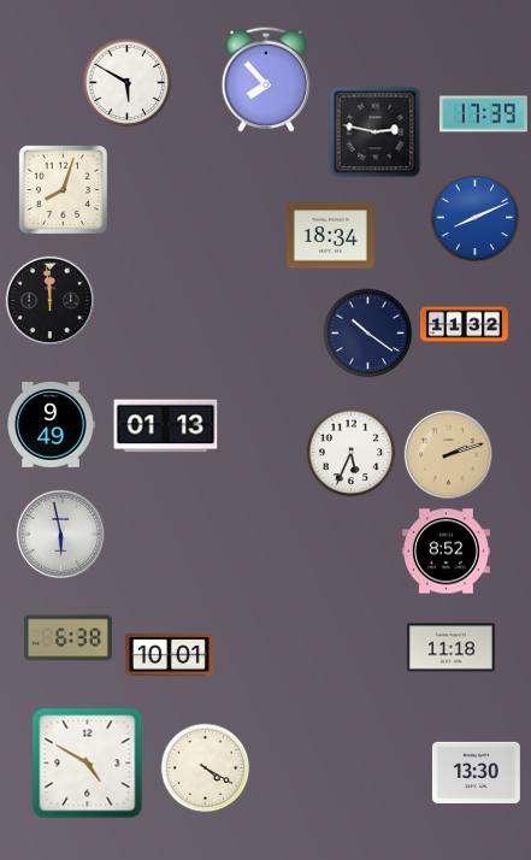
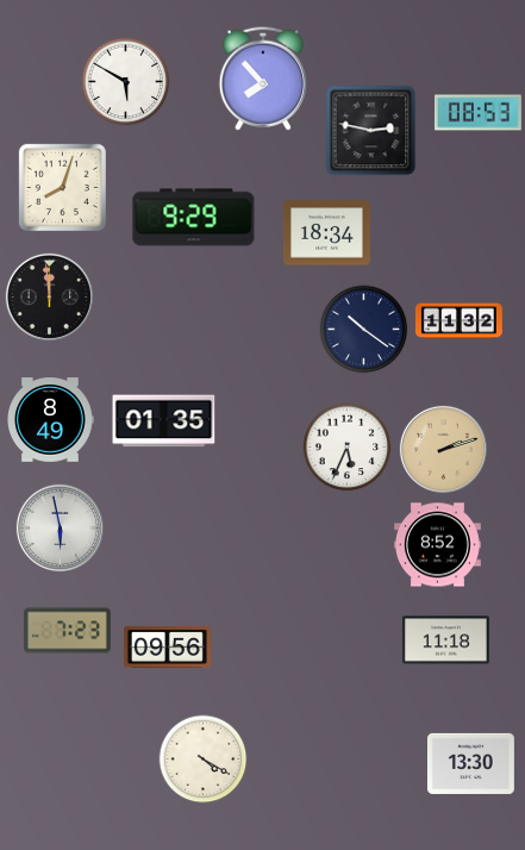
clock at (483, 114): 17:39 -> 08:53
clock at (476, 218): 8:11 -> none
clock at (194, 218): none -> 9:29
clock at (52, 425): 9:49 -> 8:49
clock at (166, 426): 01:13 -> 01:35
clock at (446, 552) position: (446, 552) -> (437, 545)
clock at (67, 638): 6:38 -> 7:23
clock at (169, 654): 10:01 -> 09:56
clock at (88, 764): 4:50 -> none
